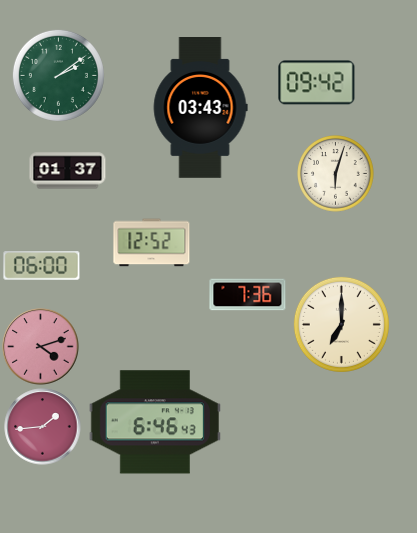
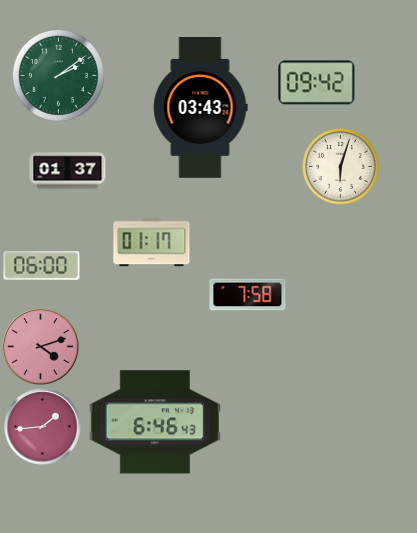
clock at (336, 174) position: (336, 174) -> (341, 167)
clock at (152, 243): 12:52 -> 01:17
clock at (248, 295): 7:36 -> 7:58
clock at (341, 324): 7:00 -> none
